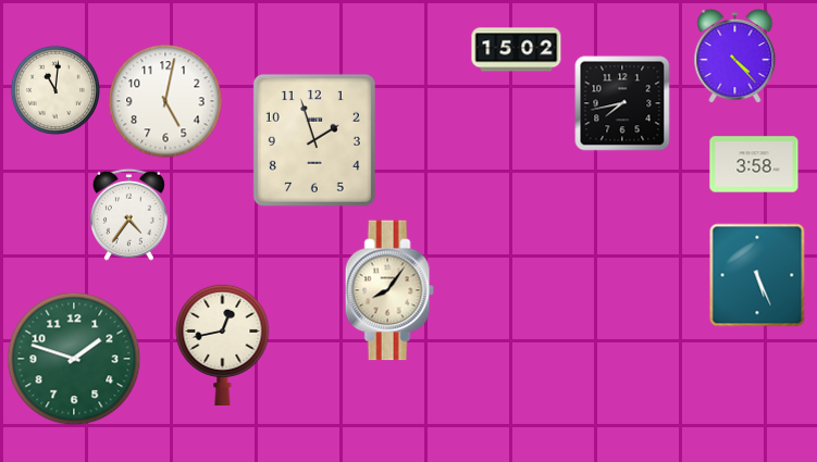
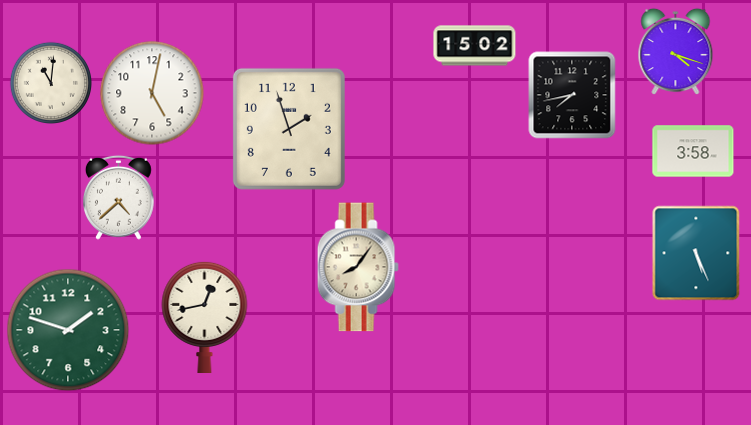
clock at (735, 57): 4:23 -> 4:18
clock at (128, 214): 4:36 -> 4:38
